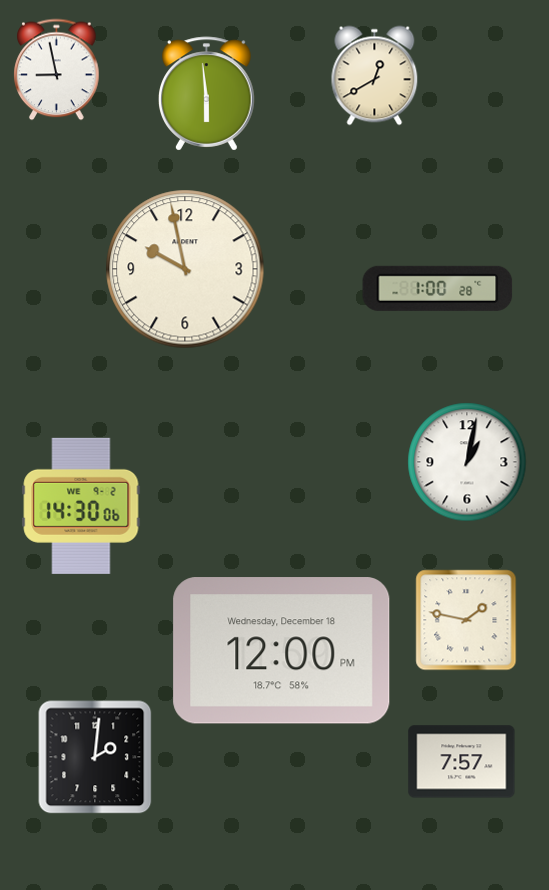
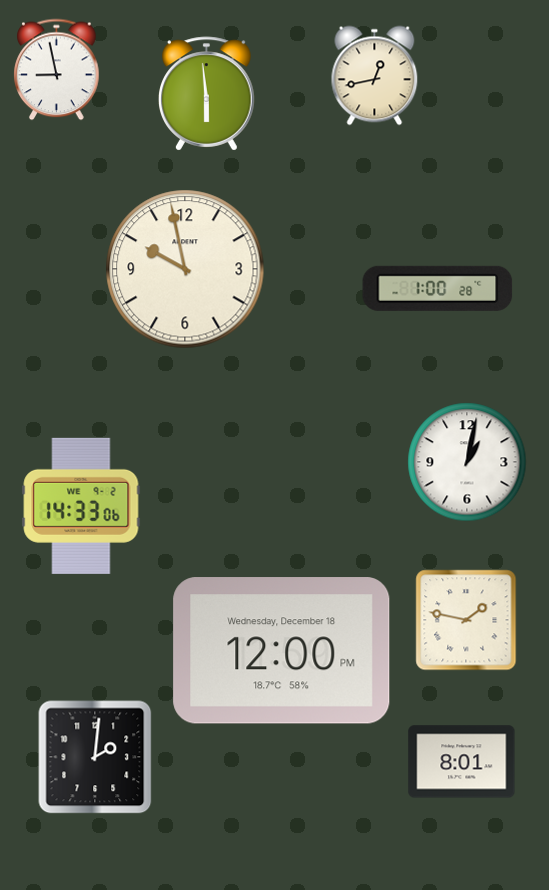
clock at (375, 76): 12:40 -> 12:43
clock at (81, 506): 14:30 -> 14:33
clock at (462, 762): 7:57 -> 8:01
